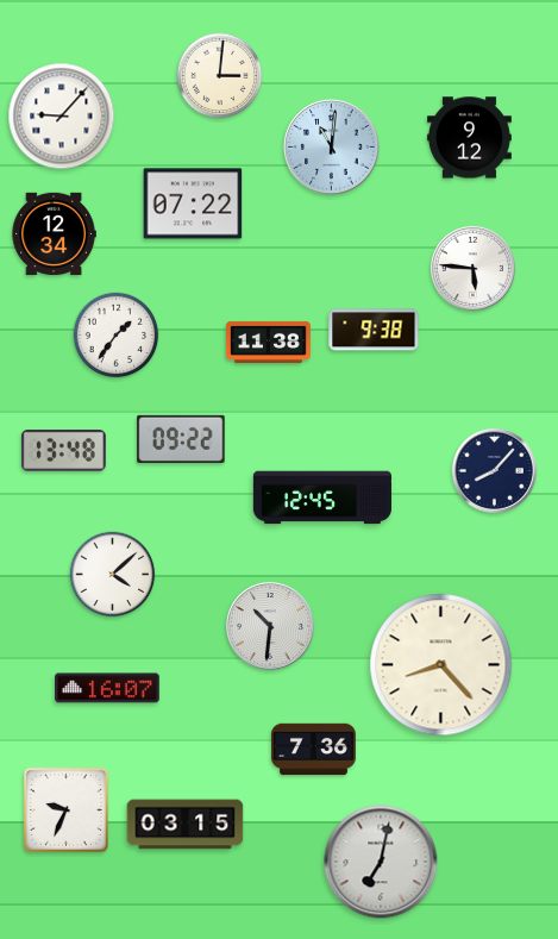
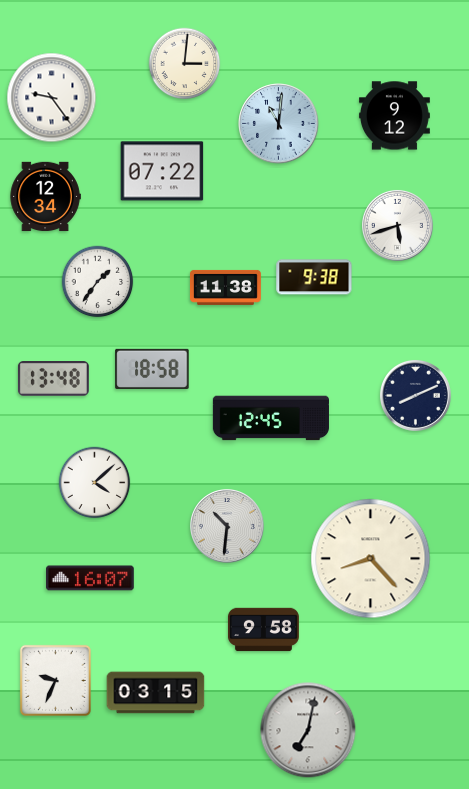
clock at (62, 117): 9:07 -> 9:24
clock at (472, 268): 5:46 -> 5:42
clock at (181, 439): 09:22 -> 18:58
clock at (494, 470): 8:07 -> 8:11
clock at (313, 750): 7:36 -> 9:58
clock at (381, 862) position: (381, 862) -> (308, 730)
